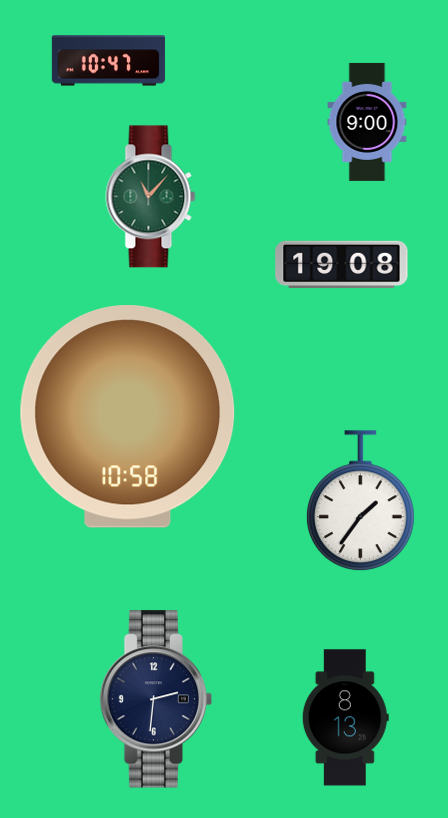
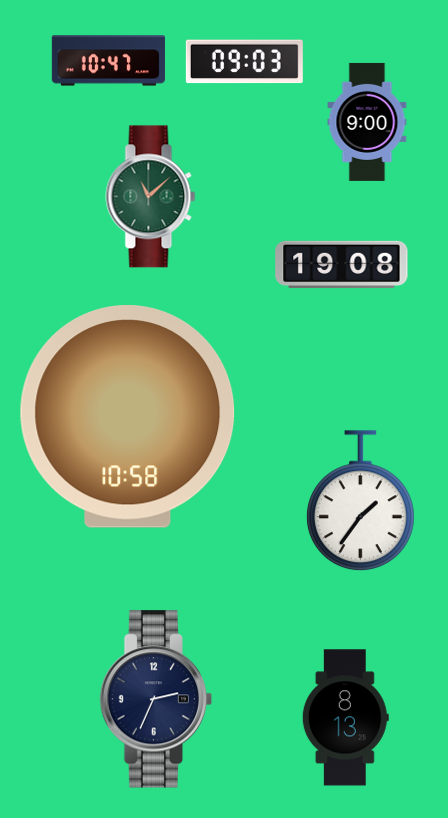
clock at (244, 62): none -> 09:03
clock at (151, 197): 11:07 -> 11:08
clock at (156, 699): 2:31 -> 2:34
